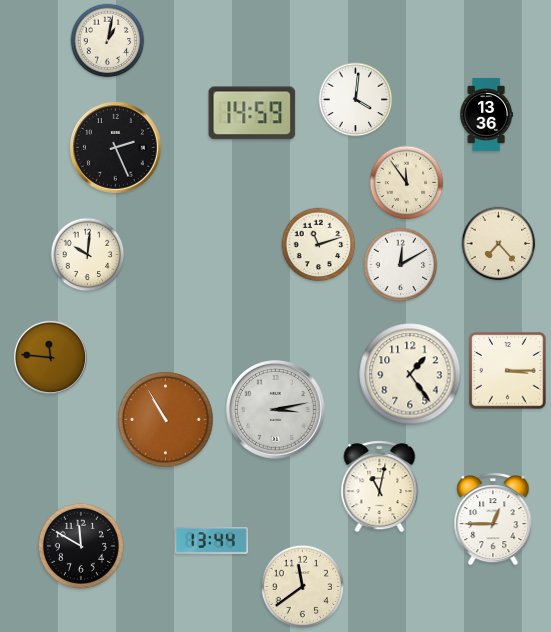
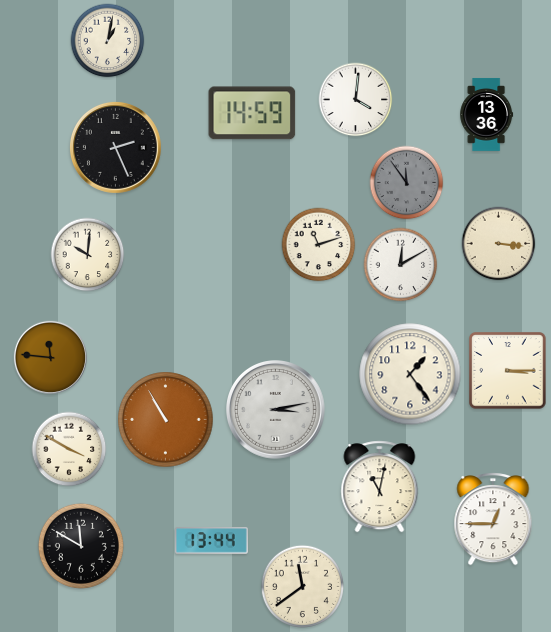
clock at (407, 183) dial: cream -> grey
clock at (499, 244): 7:23 -> 3:16
clock at (69, 449): none -> 3:50
